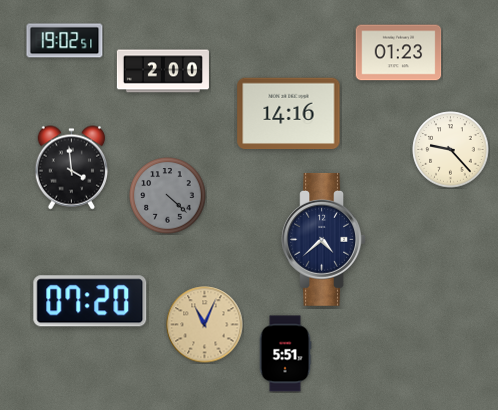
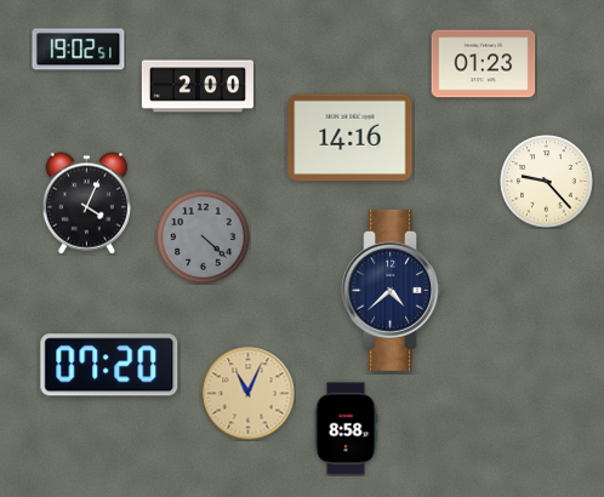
clock at (71, 168): 3:59 -> 4:04
clock at (285, 354): 5:51 -> 8:58
